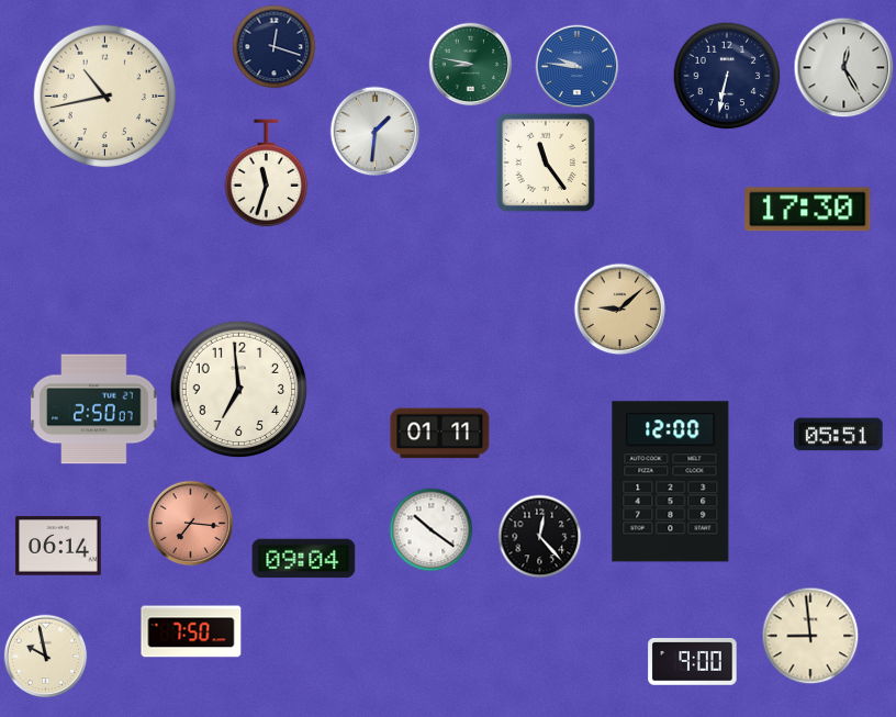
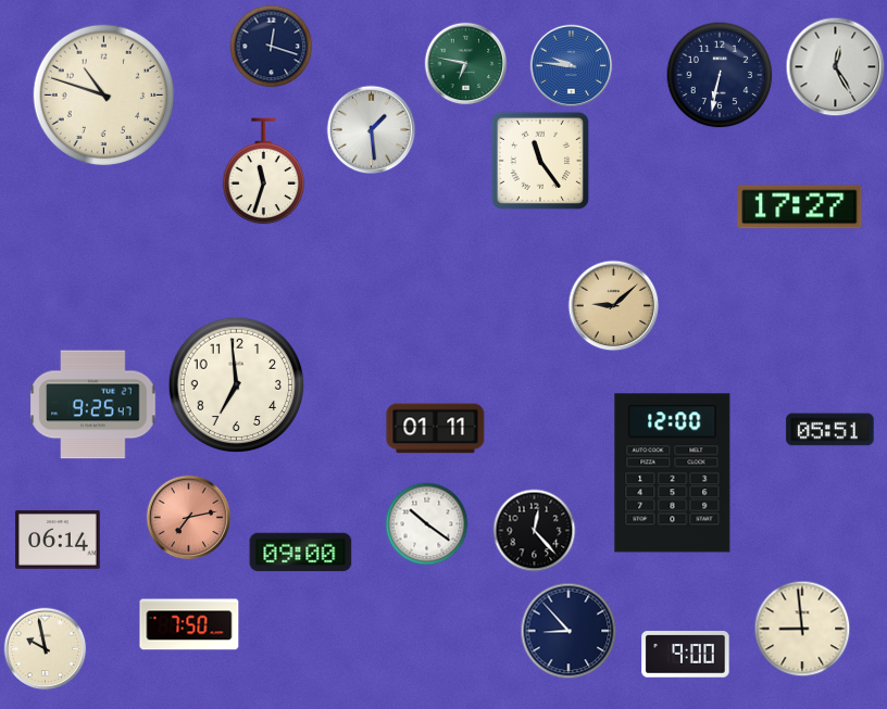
clock at (471, 65): 8:47 -> 6:47
clock at (105, 97): 10:43 -> 10:48
clock at (376, 132): 1:31 -> 1:29
clock at (808, 210): 17:30 -> 17:27
clock at (94, 410): 2:50 -> 9:25
clock at (671, 482) position: (671, 482) -> (673, 473)
clock at (191, 524): 7:16 -> 7:13
clock at (304, 559): 09:04 -> 09:00
clock at (569, 631): none -> 8:53
